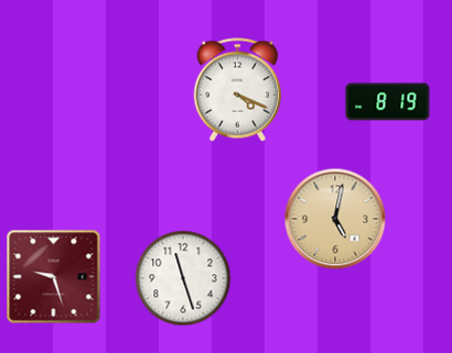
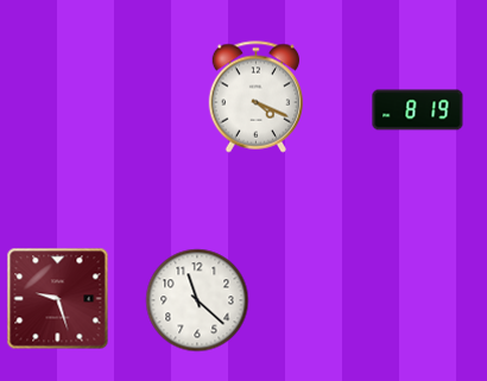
clock at (335, 219): 5:02 -> none
clock at (183, 278): 11:27 -> 11:22
